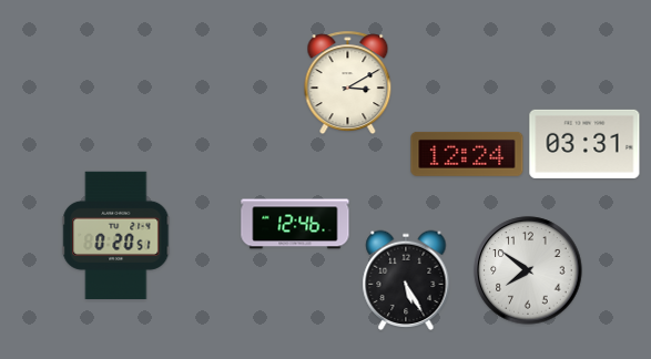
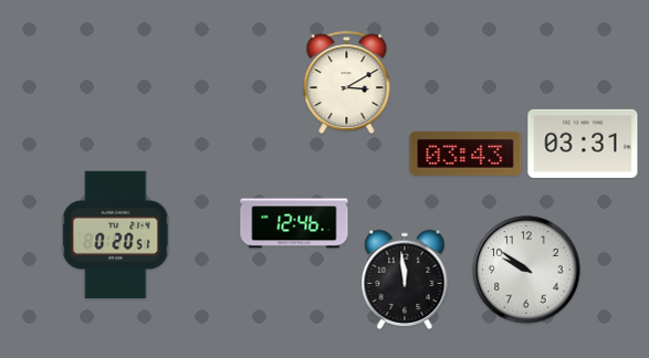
clock at (467, 154): 12:24 -> 03:43
clock at (528, 270): 7:51 -> 9:51
clock at (406, 280): 5:25 -> 11:59
